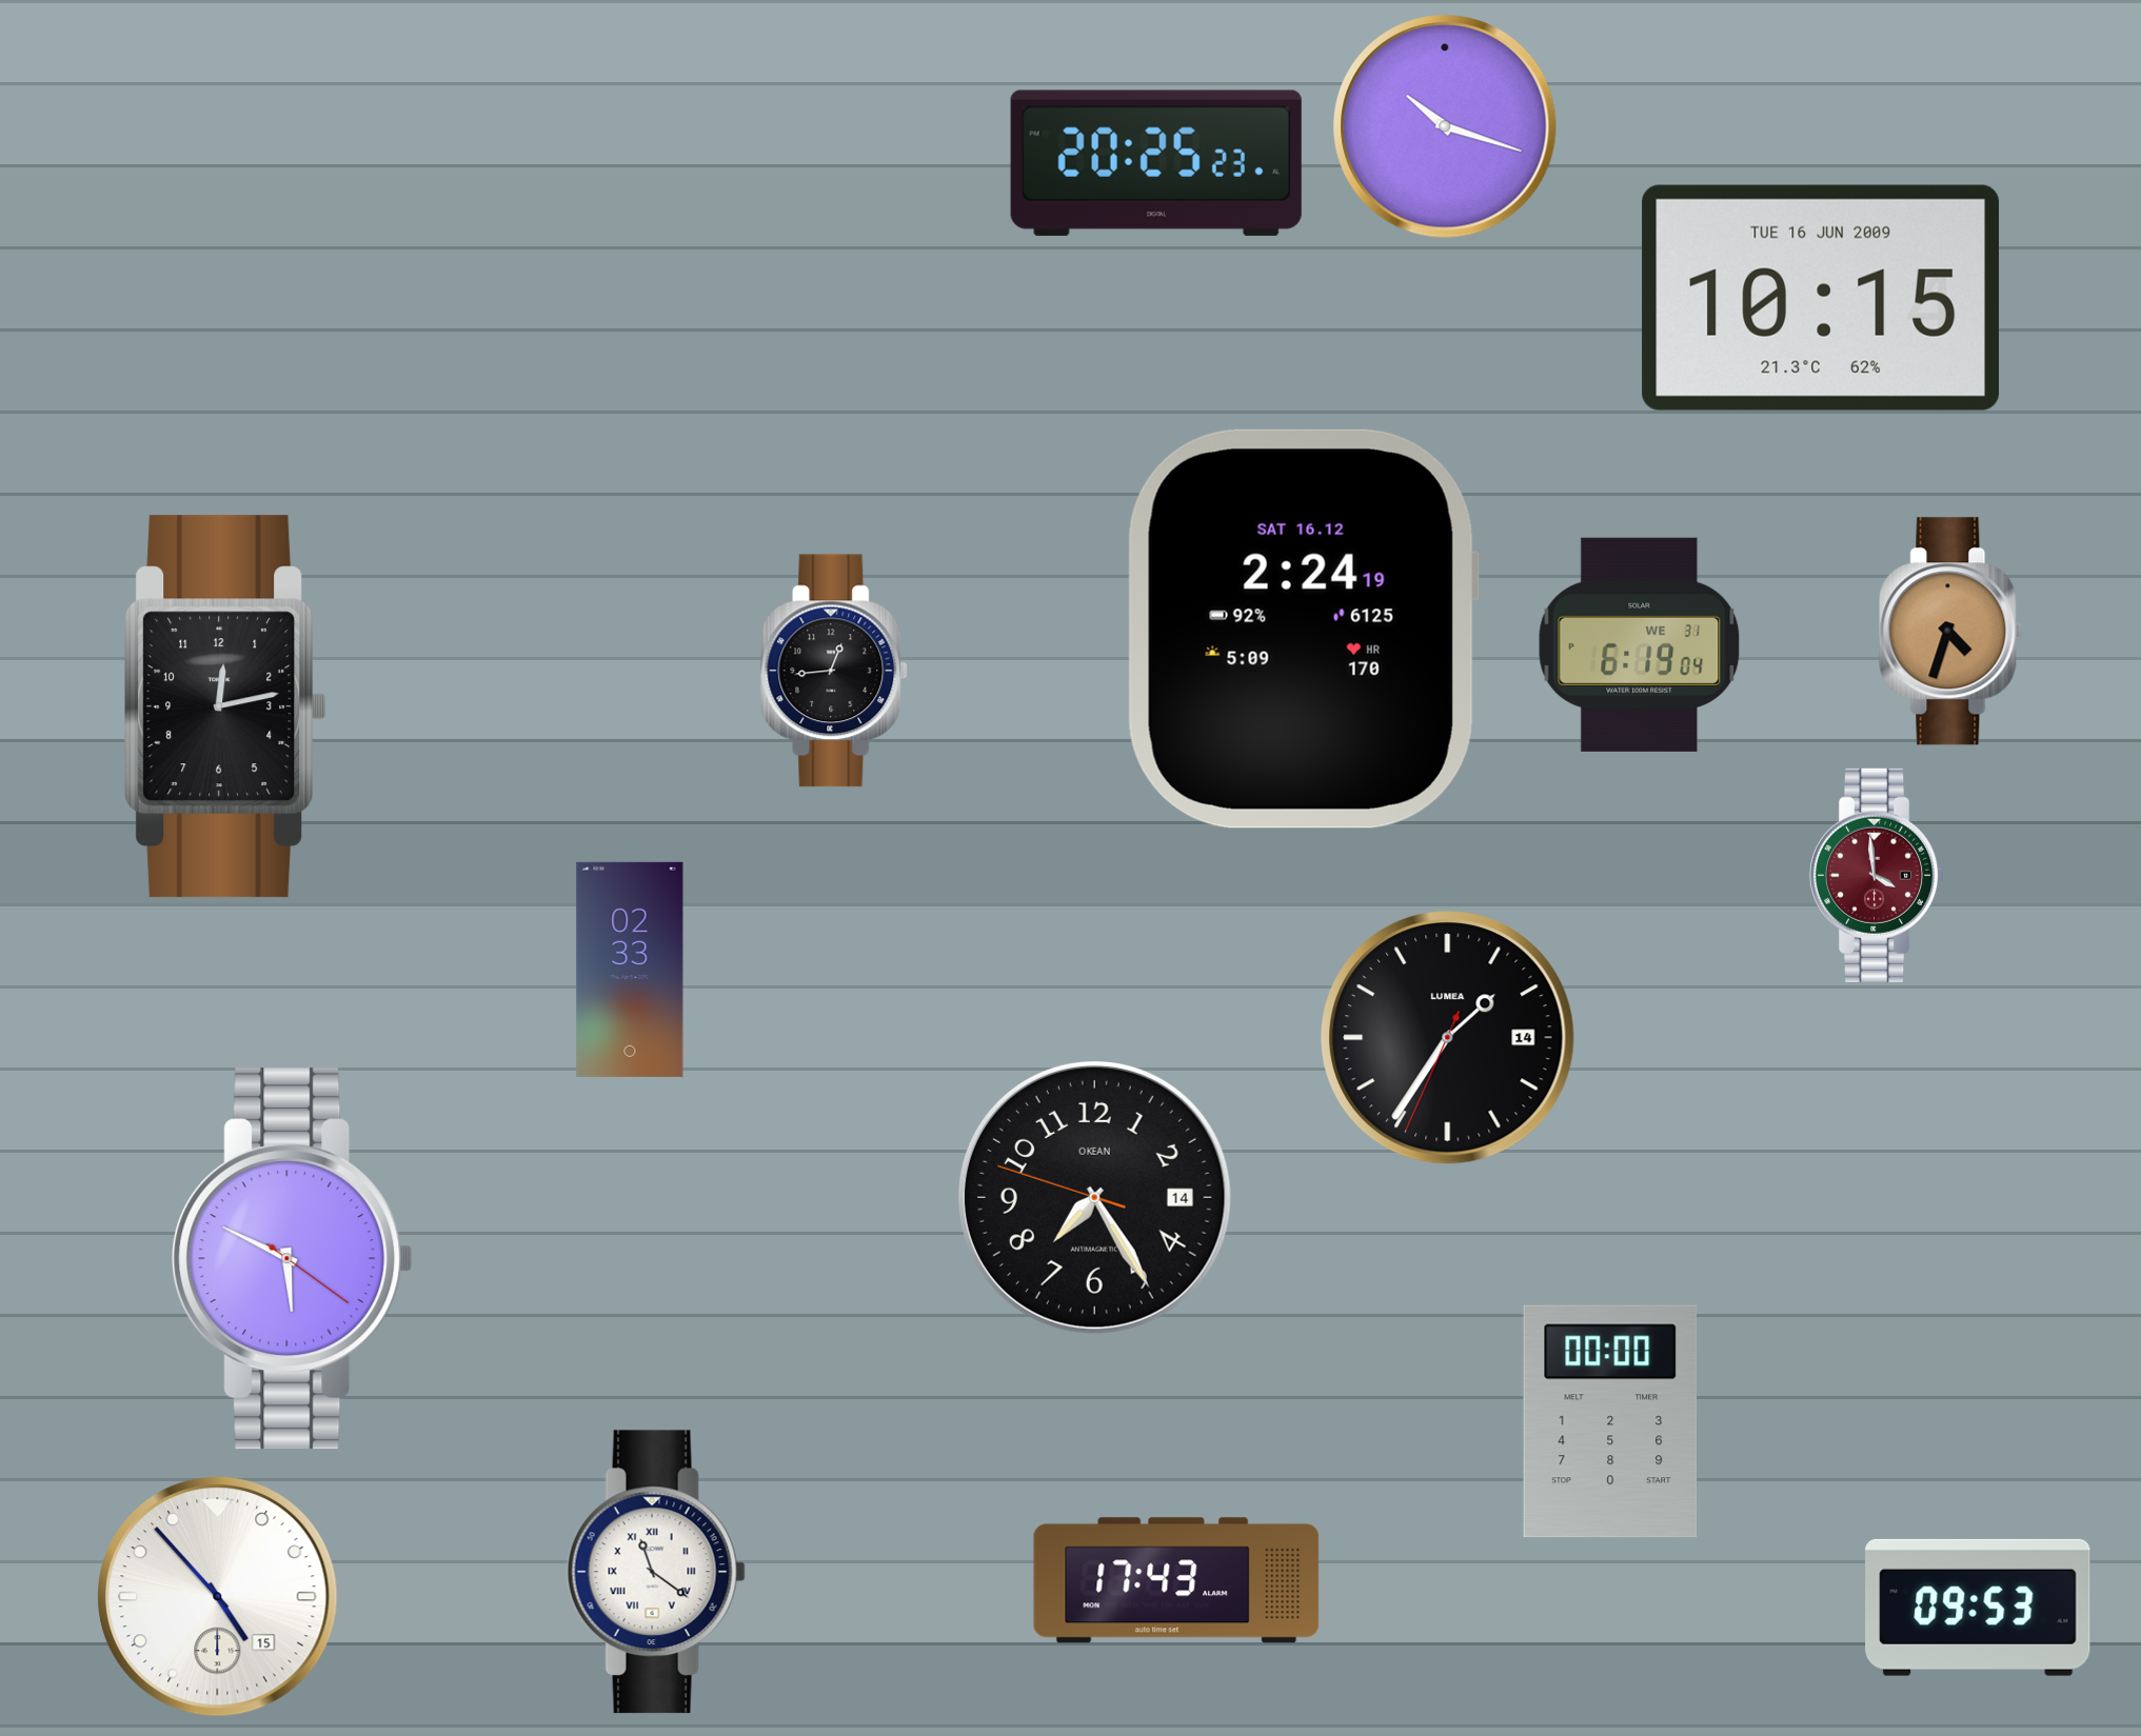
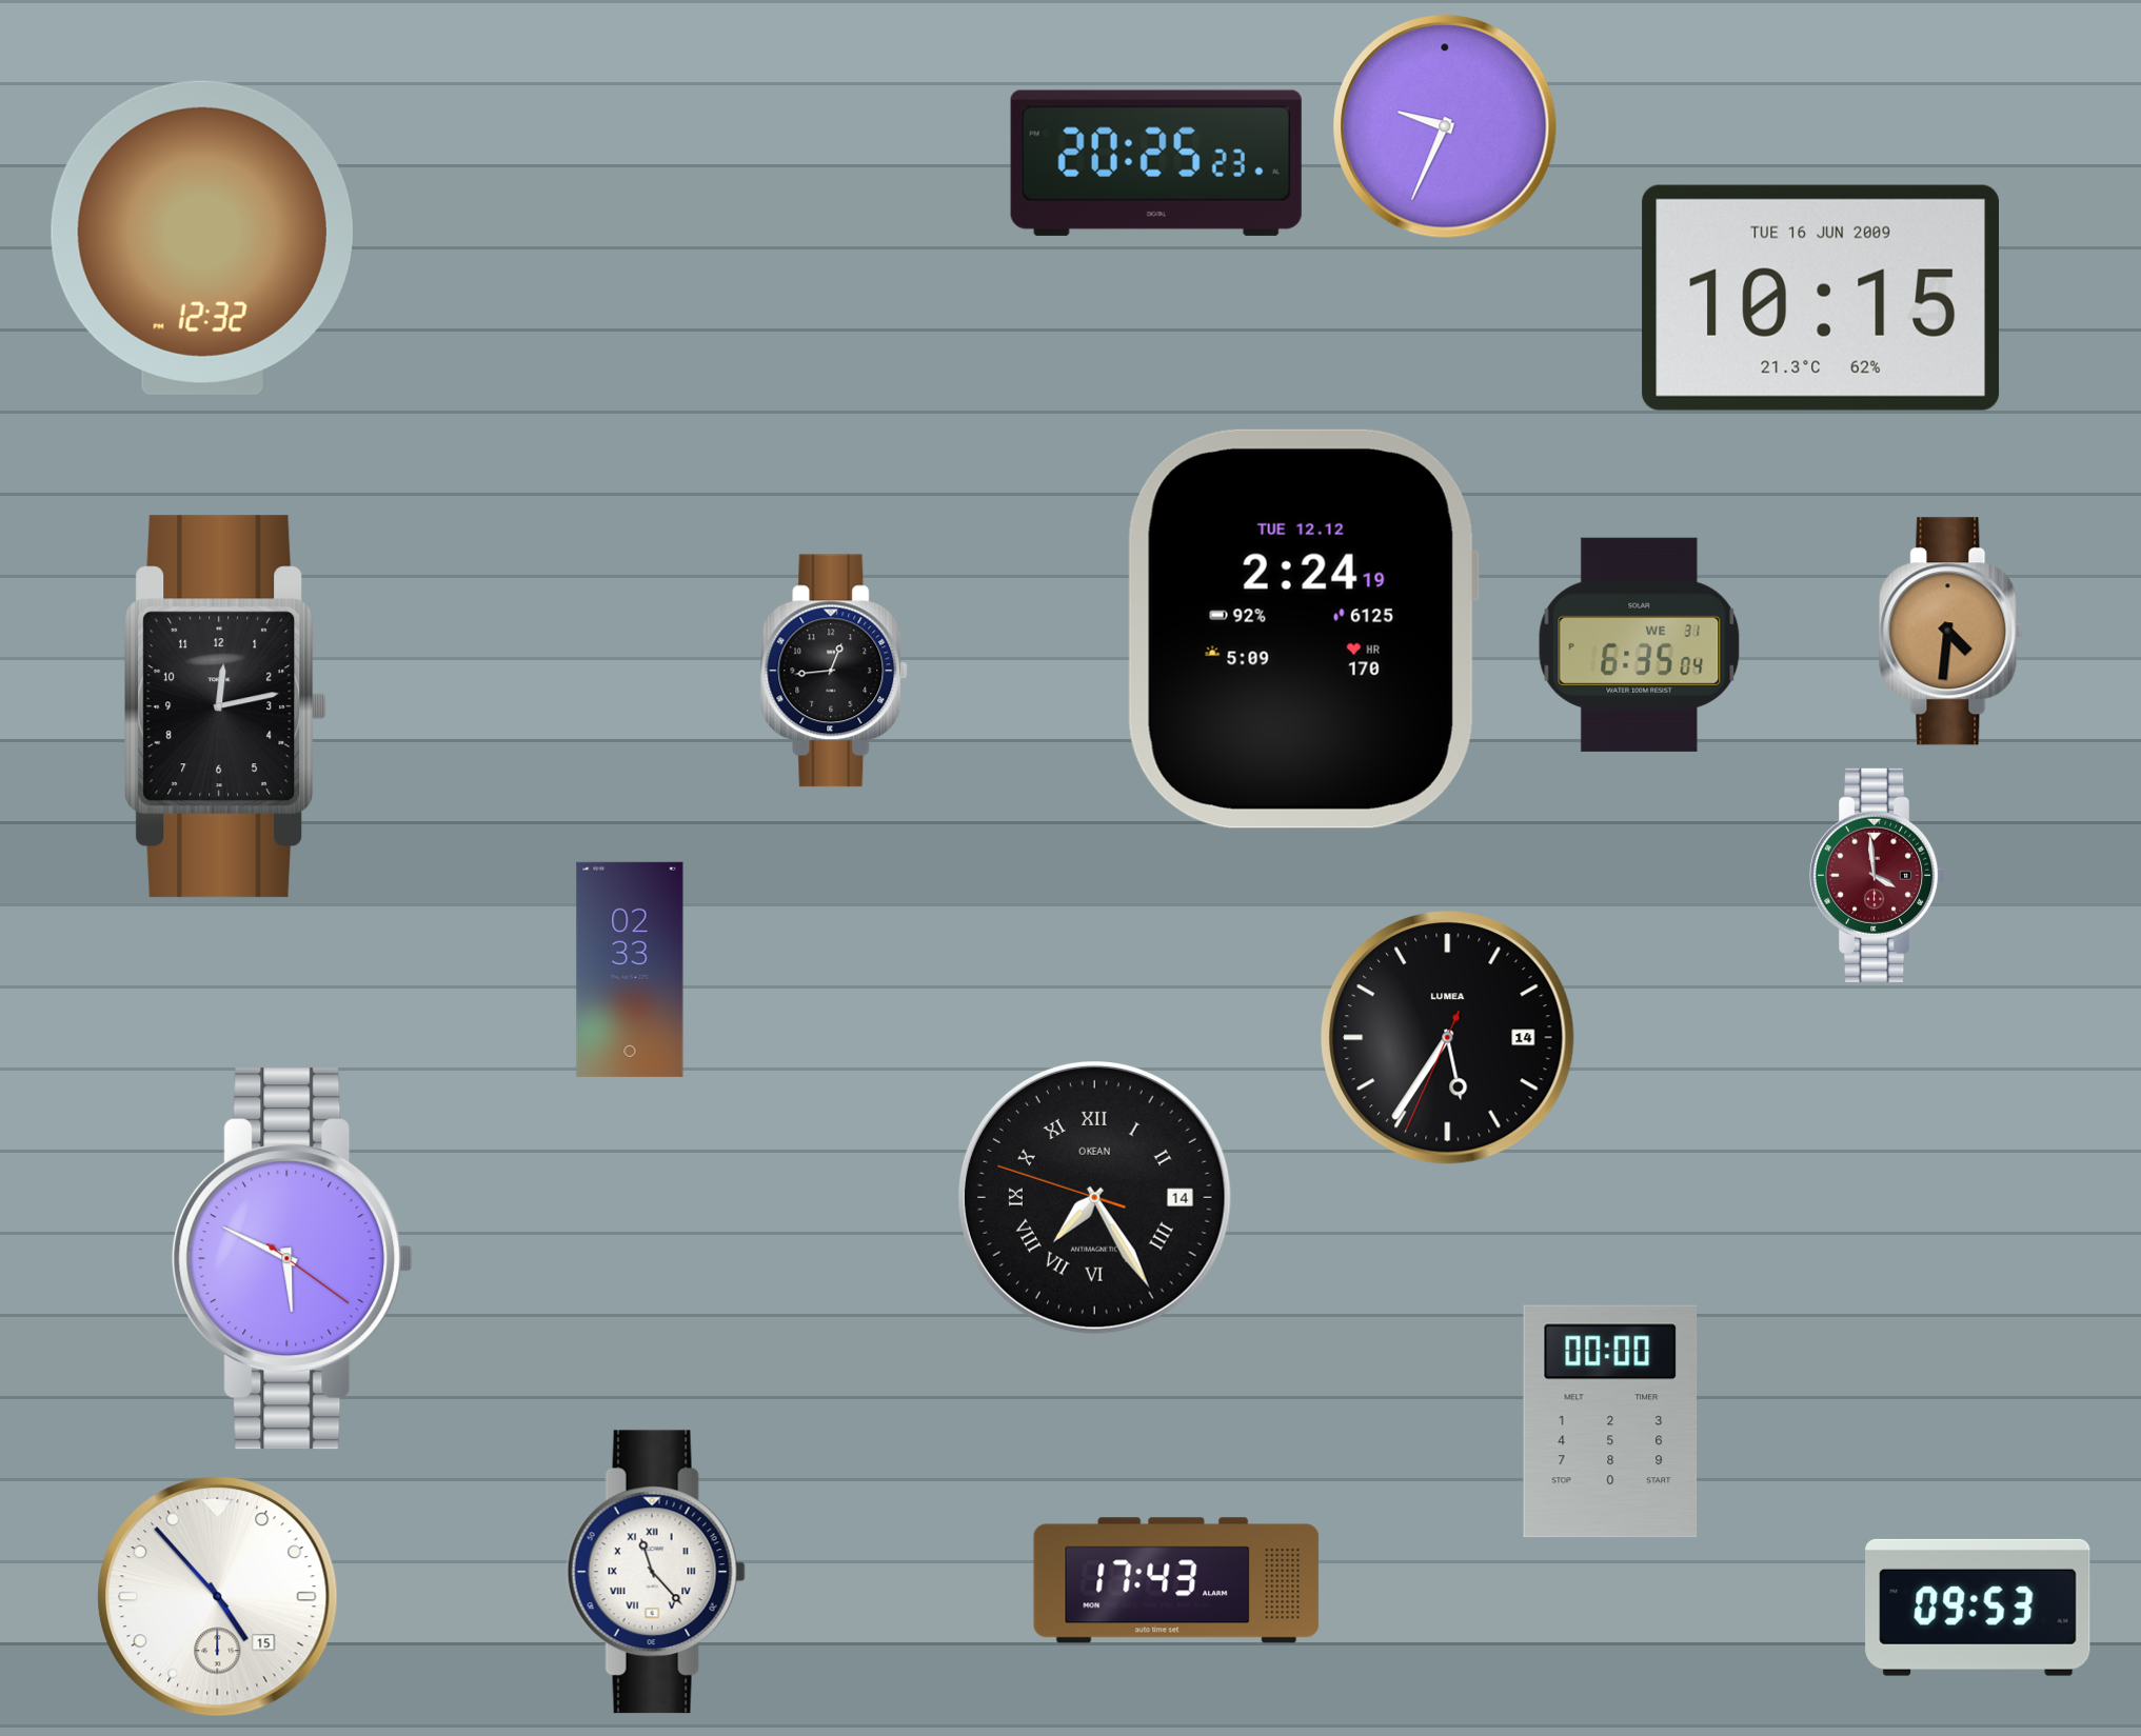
clock at (1445, 126): 10:18 -> 9:34
clock at (202, 238): none -> 12:32
clock at (1303, 628) date: SAT 16.12 -> TUE 12.12
clock at (1951, 632): 4:33 -> 4:31
clock at (1640, 644): 6:19 -> 6:35
clock at (1448, 1038): 1:35 -> 5:35
clock at (1094, 1197) numerals: Arabic -> Roman
clock at (656, 1572): 11:21 -> 11:23
